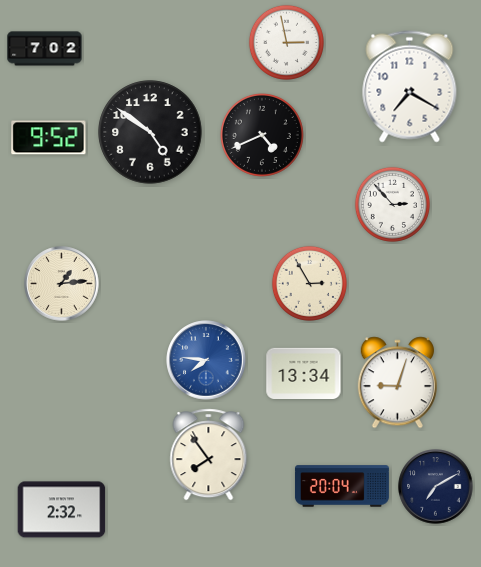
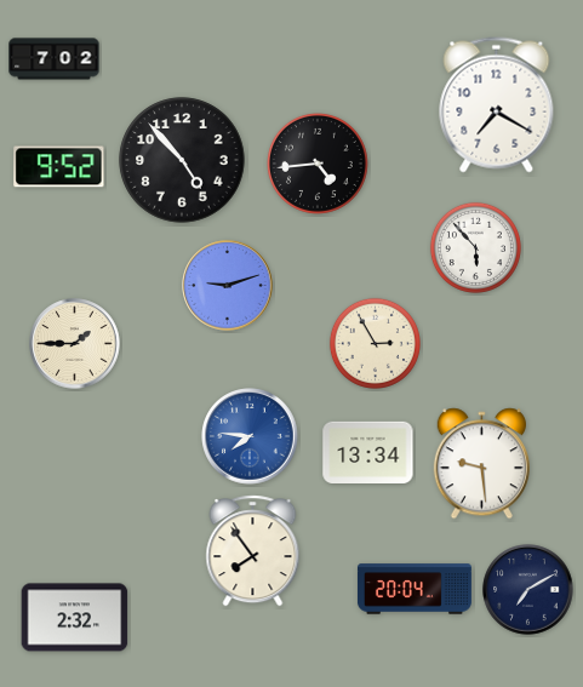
clock at (286, 42): 2:58 -> none
clock at (150, 132): 4:51 -> 4:53
clock at (262, 135): 4:41 -> 4:44
clock at (392, 204): 2:53 -> 5:53
clock at (228, 286): none -> 9:12
clock at (62, 284): 1:14 -> 1:45
clock at (397, 383): 9:03 -> 9:29
